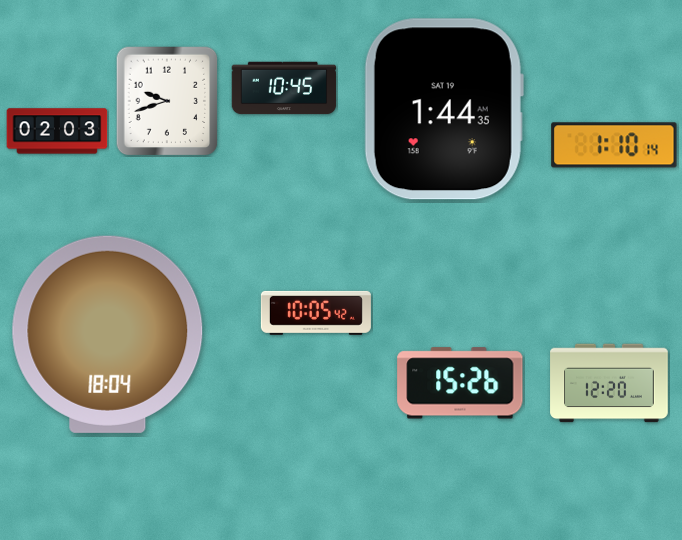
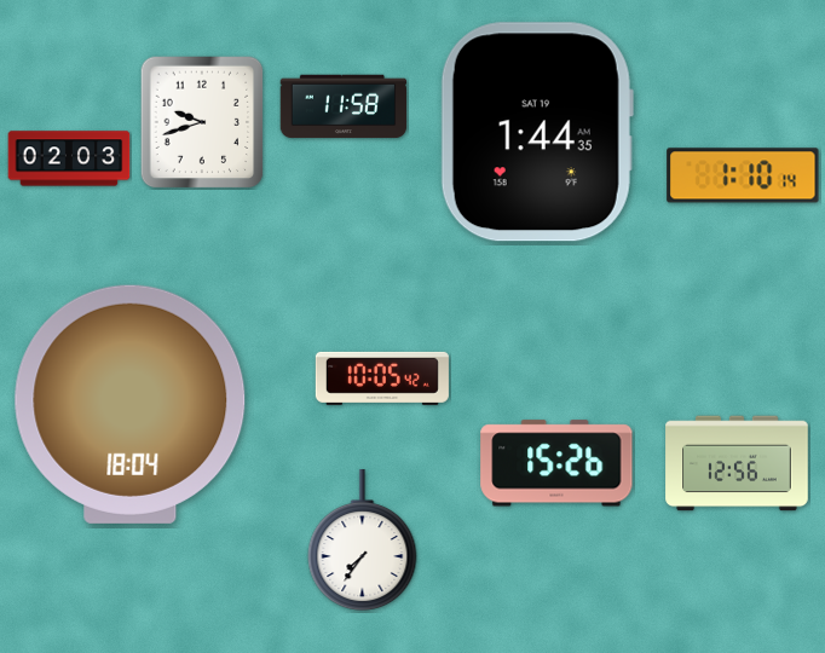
clock at (284, 88): 10:45 -> 11:58
clock at (609, 383): 12:20 -> 12:56
clock at (363, 542): none -> 7:36
